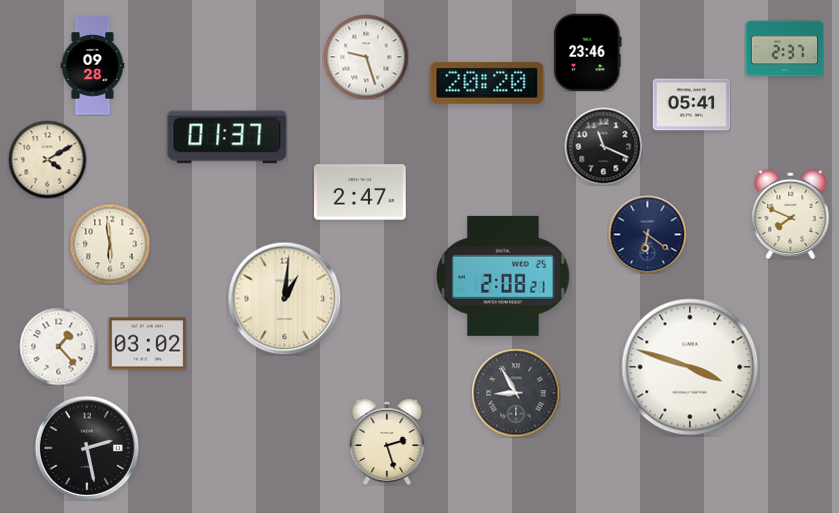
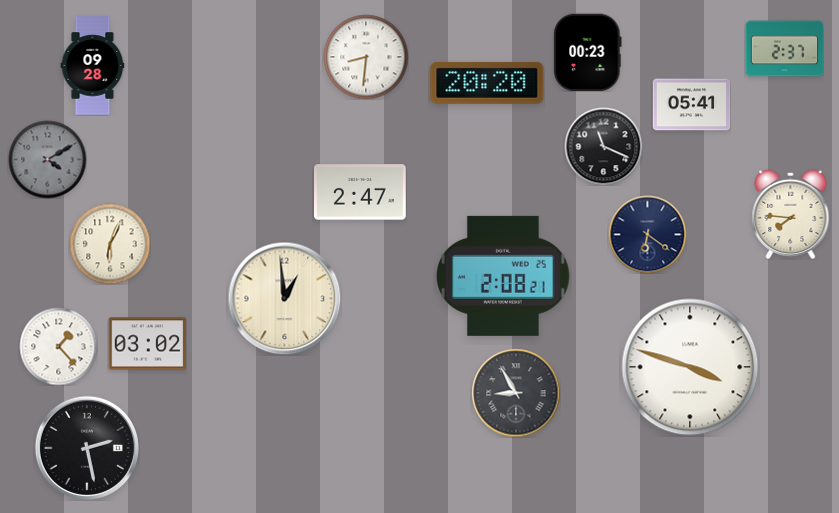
clock at (588, 52): 23:46 -> 00:23
clock at (366, 57): 9:27 -> 8:31
clock at (227, 137): 01:37 -> none
clock at (47, 159) dial: cream -> grey
clock at (791, 214): 7:49 -> 7:46
clock at (110, 244): 5:59 -> 6:04
clock at (284, 298): 1:01 -> 12:59
clock at (387, 442): 2:27 -> none
